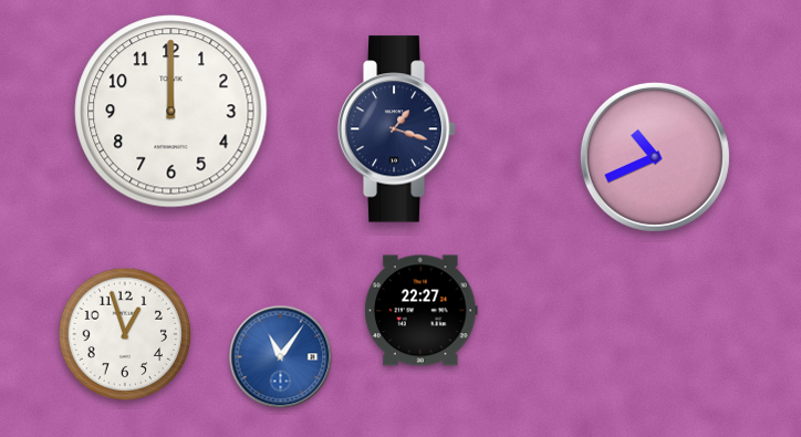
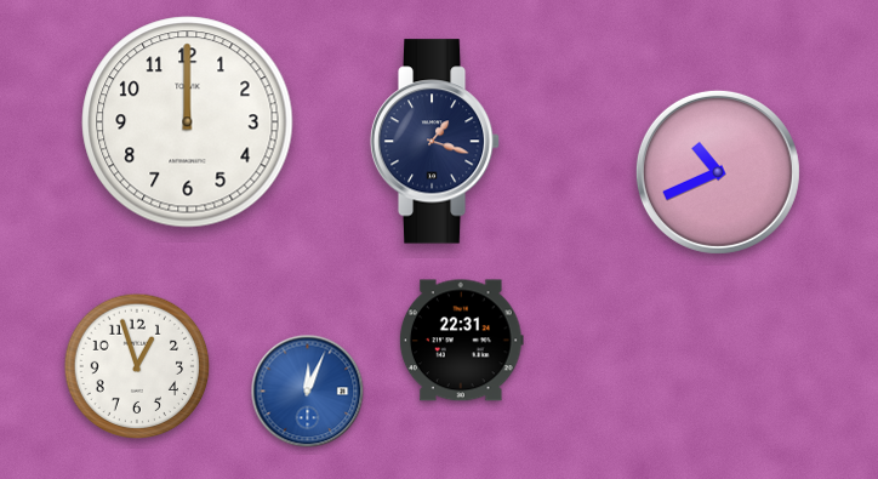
clock at (420, 311): 22:27 -> 22:31
clock at (281, 357): 11:06 -> 12:04
